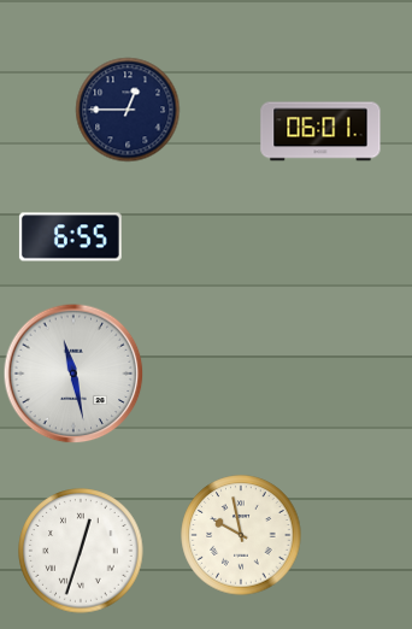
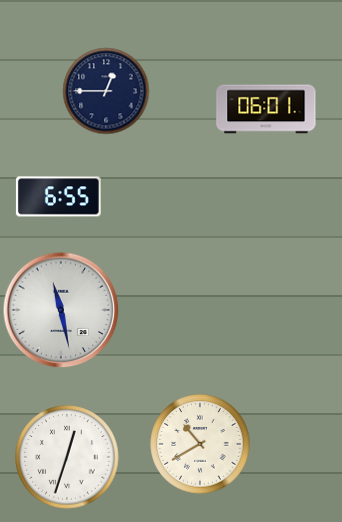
clock at (241, 535): 9:58 -> 10:40
